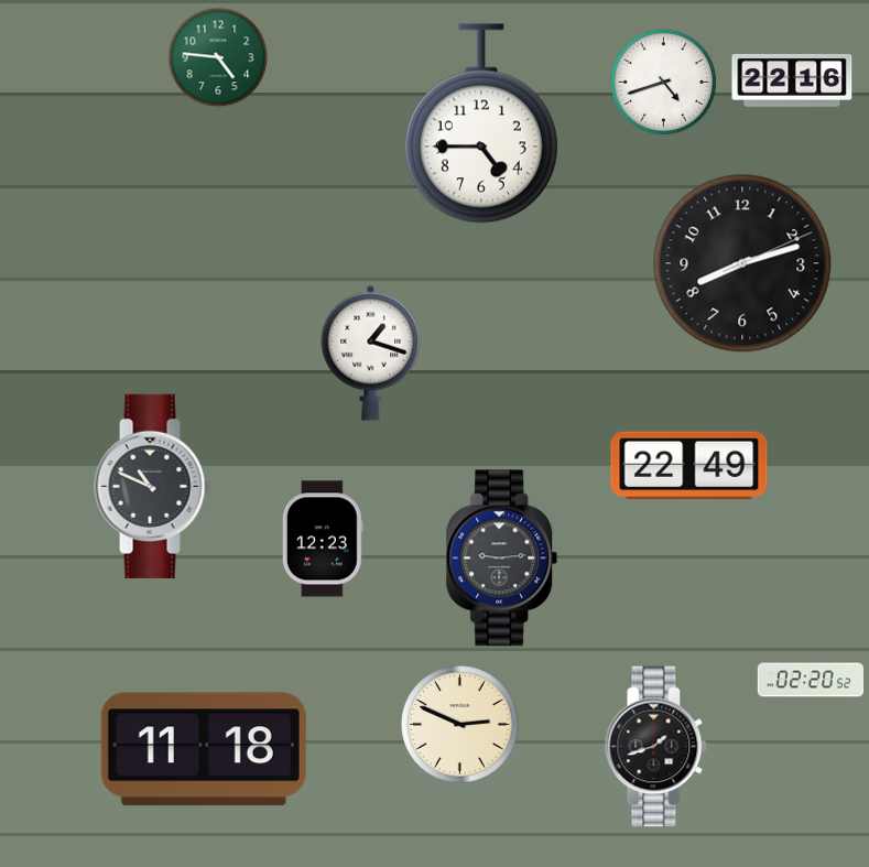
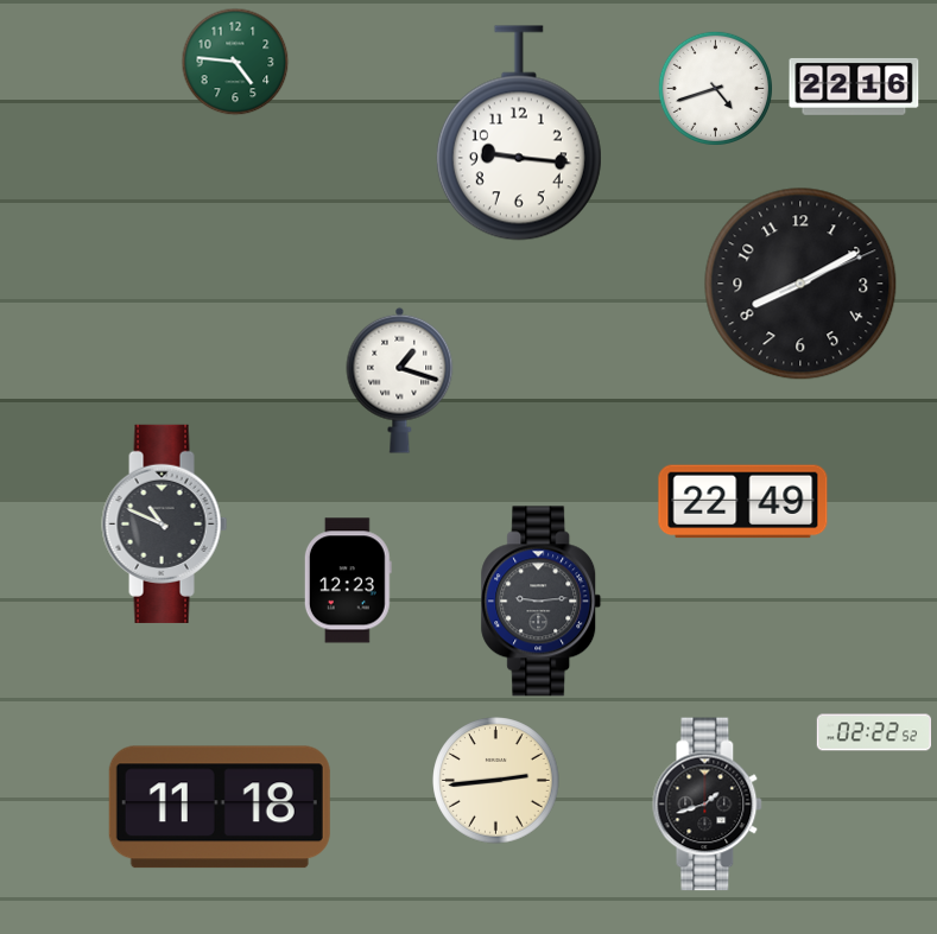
clock at (481, 123): 4:45 -> 9:16
clock at (742, 263): 8:12 -> 8:10
clock at (810, 680): 02:20 -> 02:22
clock at (460, 725): 2:49 -> 2:44
